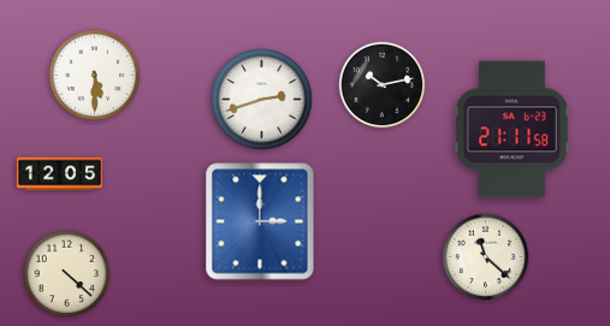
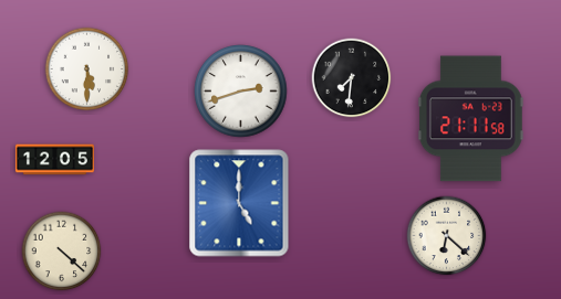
clock at (383, 85): 10:13 -> 7:31
clock at (260, 221): 3:00 -> 5:00
clock at (486, 257): 11:22 -> 6:22
